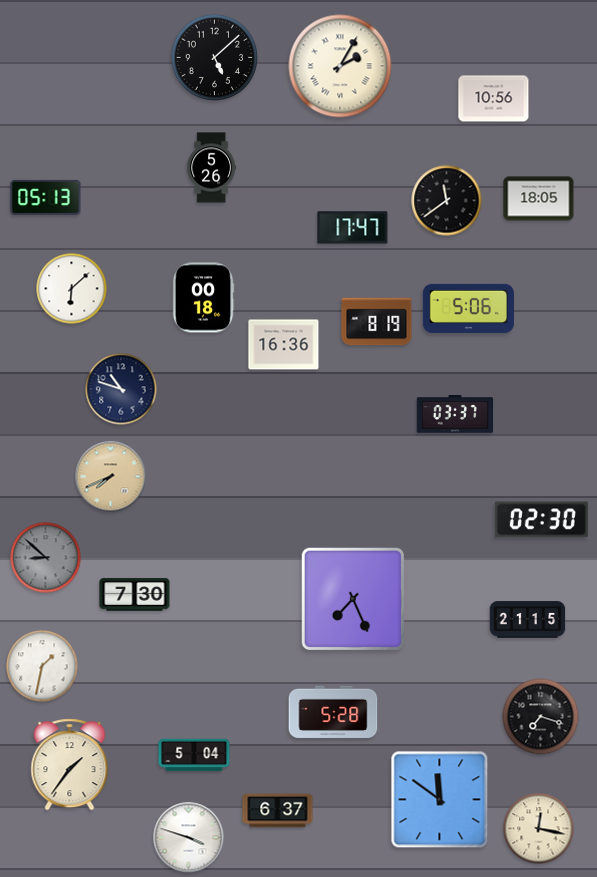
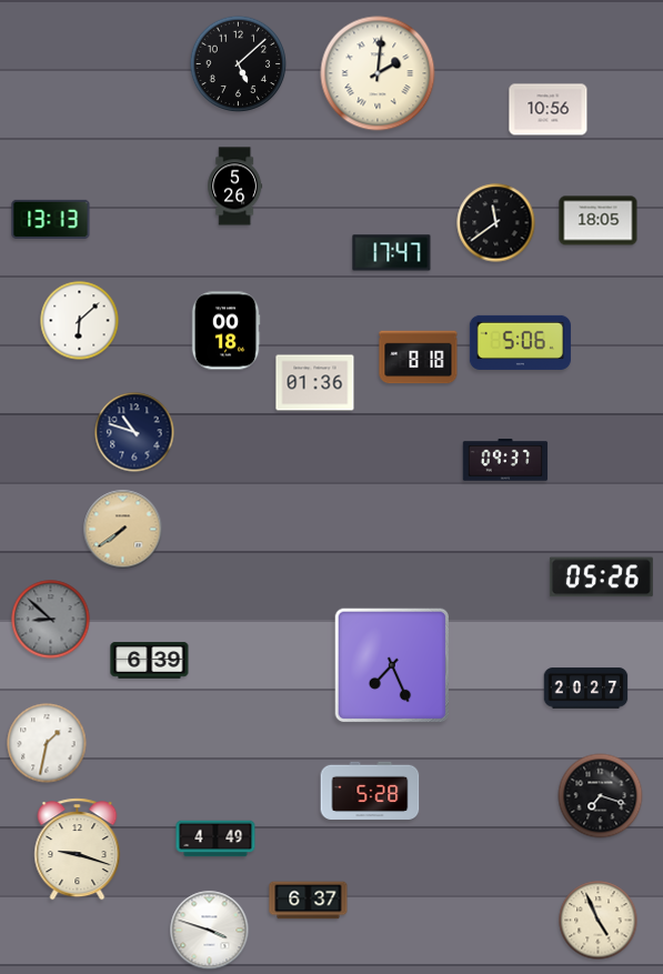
clock at (340, 66): 2:05 -> 2:01
clock at (46, 197): 05:13 -> 13:13
clock at (377, 322): 8:19 -> 8:18
clock at (284, 345): 16:36 -> 01:36
clock at (455, 414): 03:37 -> 09:37
clock at (111, 477): 7:41 -> 7:39
clock at (541, 520): 02:30 -> 05:26
clock at (135, 595): 7:30 -> 6:39
clock at (528, 620): 21:15 -> 20:27
clock at (42, 666) position: (42, 666) -> (47, 743)
clock at (194, 755): 5:04 -> 4:49
clock at (70, 765): 1:36 -> 9:18
clock at (440, 800): 11:51 -> none
clock at (539, 829): 12:17 -> 4:56
